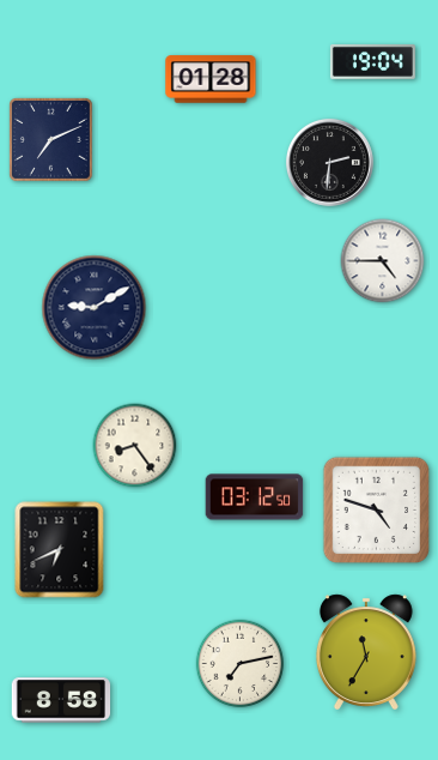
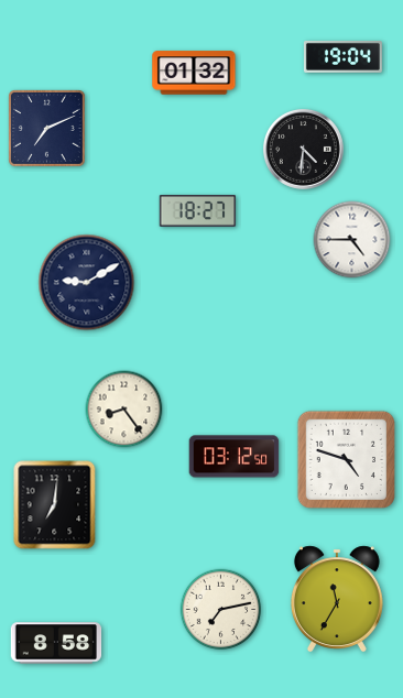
clock at (211, 79): 01:28 -> 01:32
clock at (329, 162): 2:31 -> 4:31
clock at (198, 210): none -> 18:27
clock at (377, 511) position: (377, 511) -> (347, 460)
clock at (60, 550): 6:41 -> 7:01
